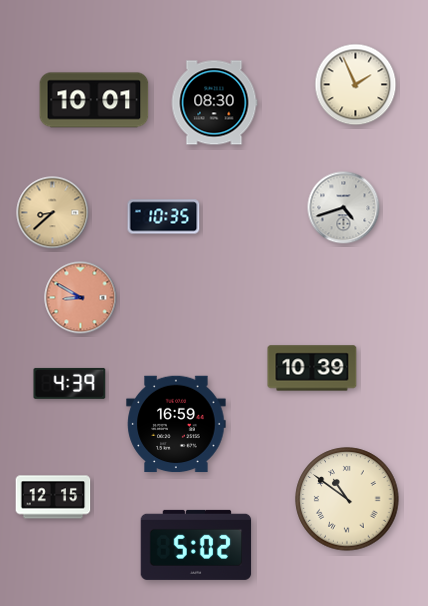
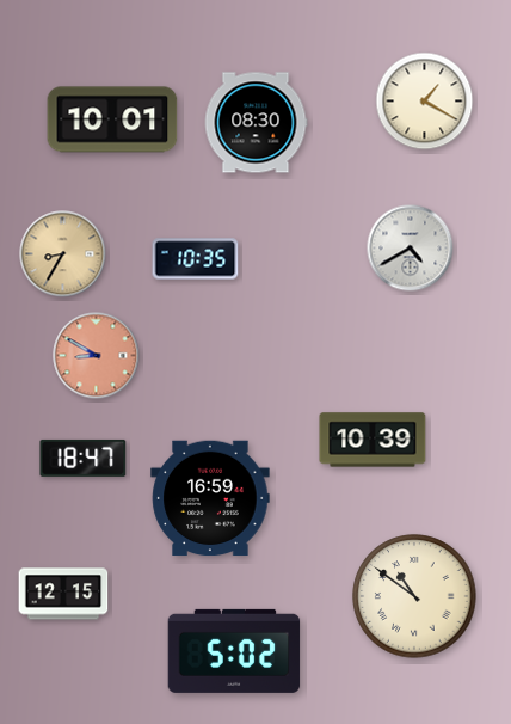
clock at (356, 85): 1:56 -> 1:20
clock at (344, 208): 4:42 -> 4:40
clock at (53, 213): 8:38 -> 8:35
clock at (70, 383): 4:39 -> 18:47
clock at (176, 424) position: (176, 424) -> (210, 498)
